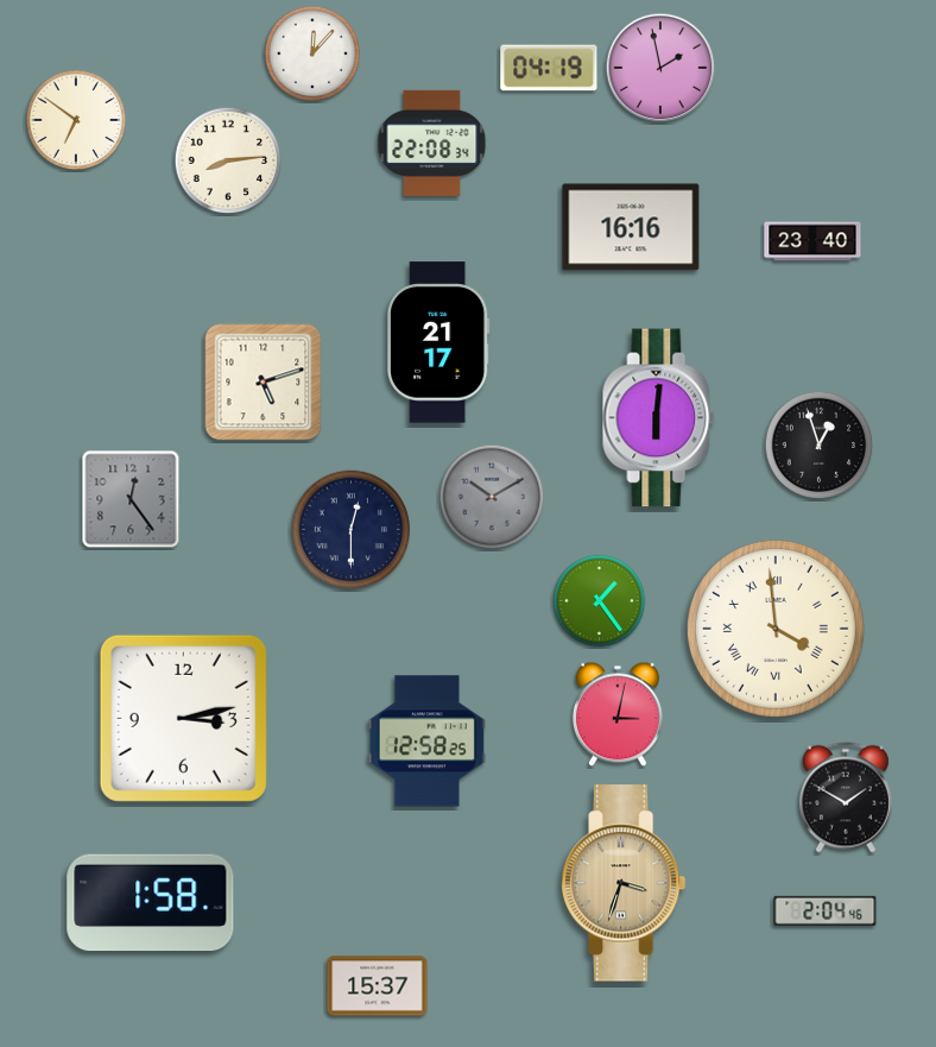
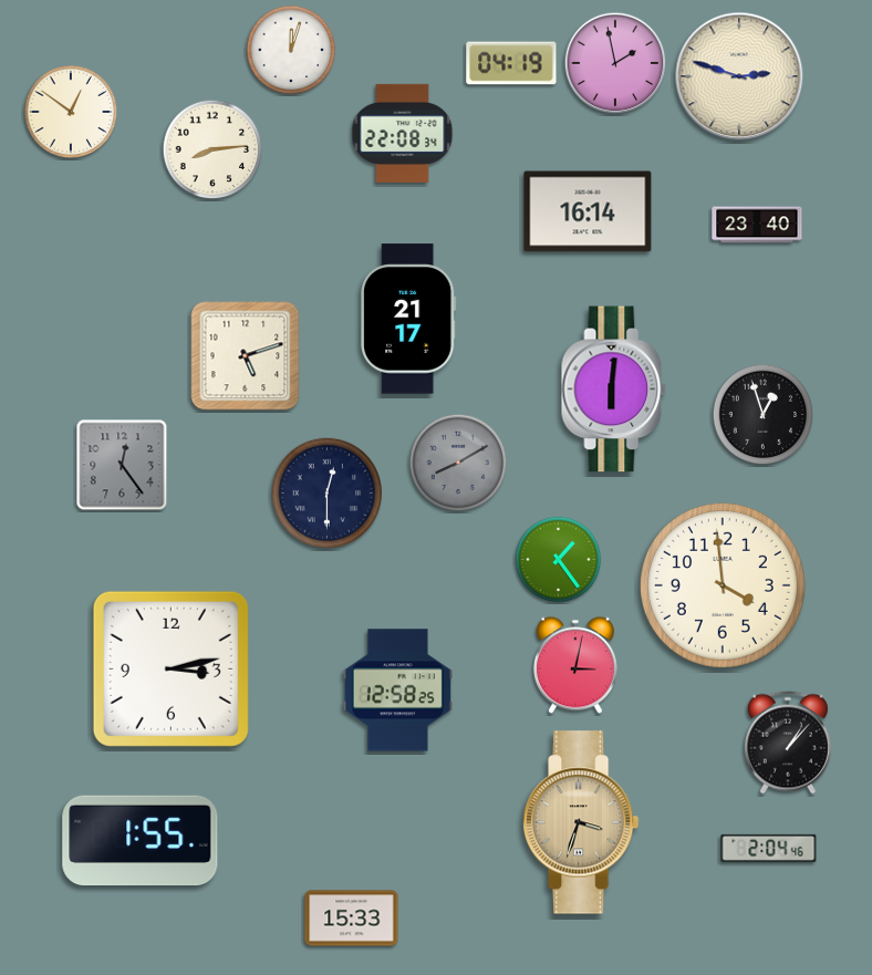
clock at (312, 53): 12:07 -> 12:03
clock at (739, 76): none -> 2:48
clock at (76, 120): 6:51 -> 12:51
clock at (631, 227): 16:16 -> 16:14
clock at (492, 497): 10:10 -> 8:10
clock at (776, 629) numerals: Roman -> Arabic
clock at (846, 797): 1:50 -> 1:07
clock at (151, 903): 1:58 -> 1:55
clock at (378, 986): 15:37 -> 15:33
